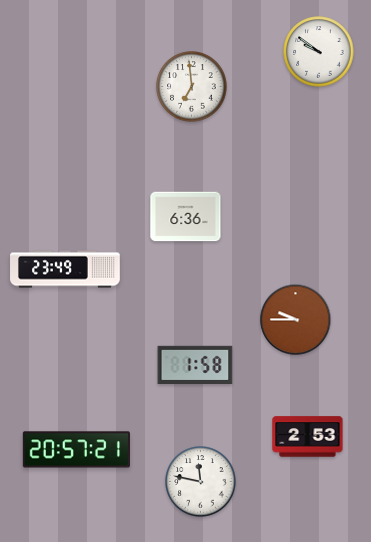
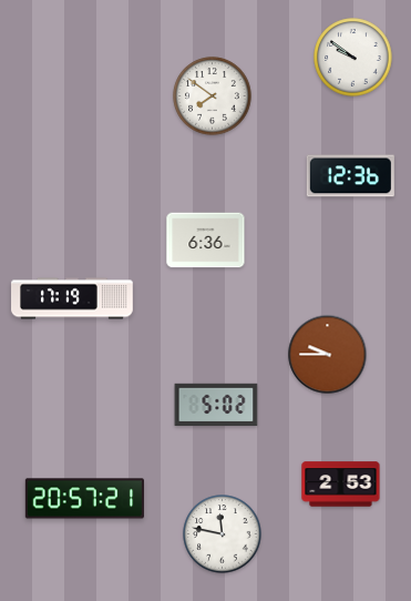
clock at (192, 87): 6:59 -> 7:51
clock at (350, 176): none -> 12:36
clock at (65, 269): 23:49 -> 17:19
clock at (195, 364): 1:58 -> 5:02
